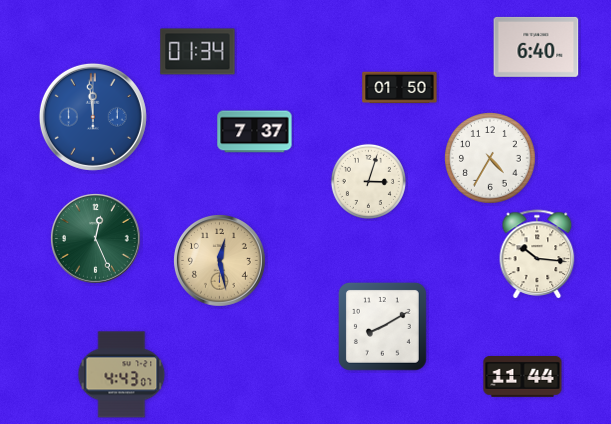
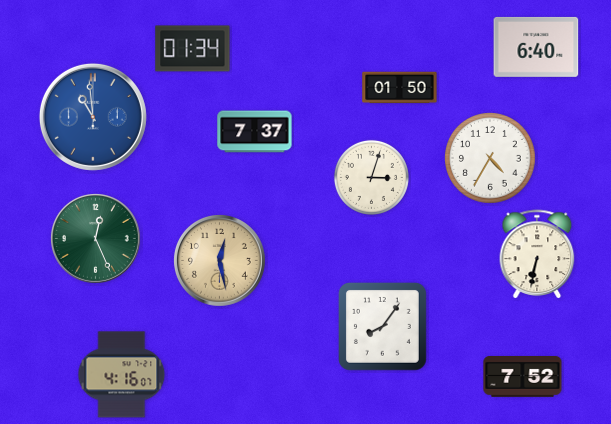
clock at (198, 52) position: (198, 52) -> (193, 49)
clock at (93, 117): 11:59 -> 10:59
clock at (368, 181) position: (368, 181) -> (371, 177)
clock at (537, 254): 10:16 -> 6:32
clock at (383, 327): 8:10 -> 8:06
clock at (122, 375): 4:43 -> 4:16
clock at (523, 377): 11:44 -> 7:52
